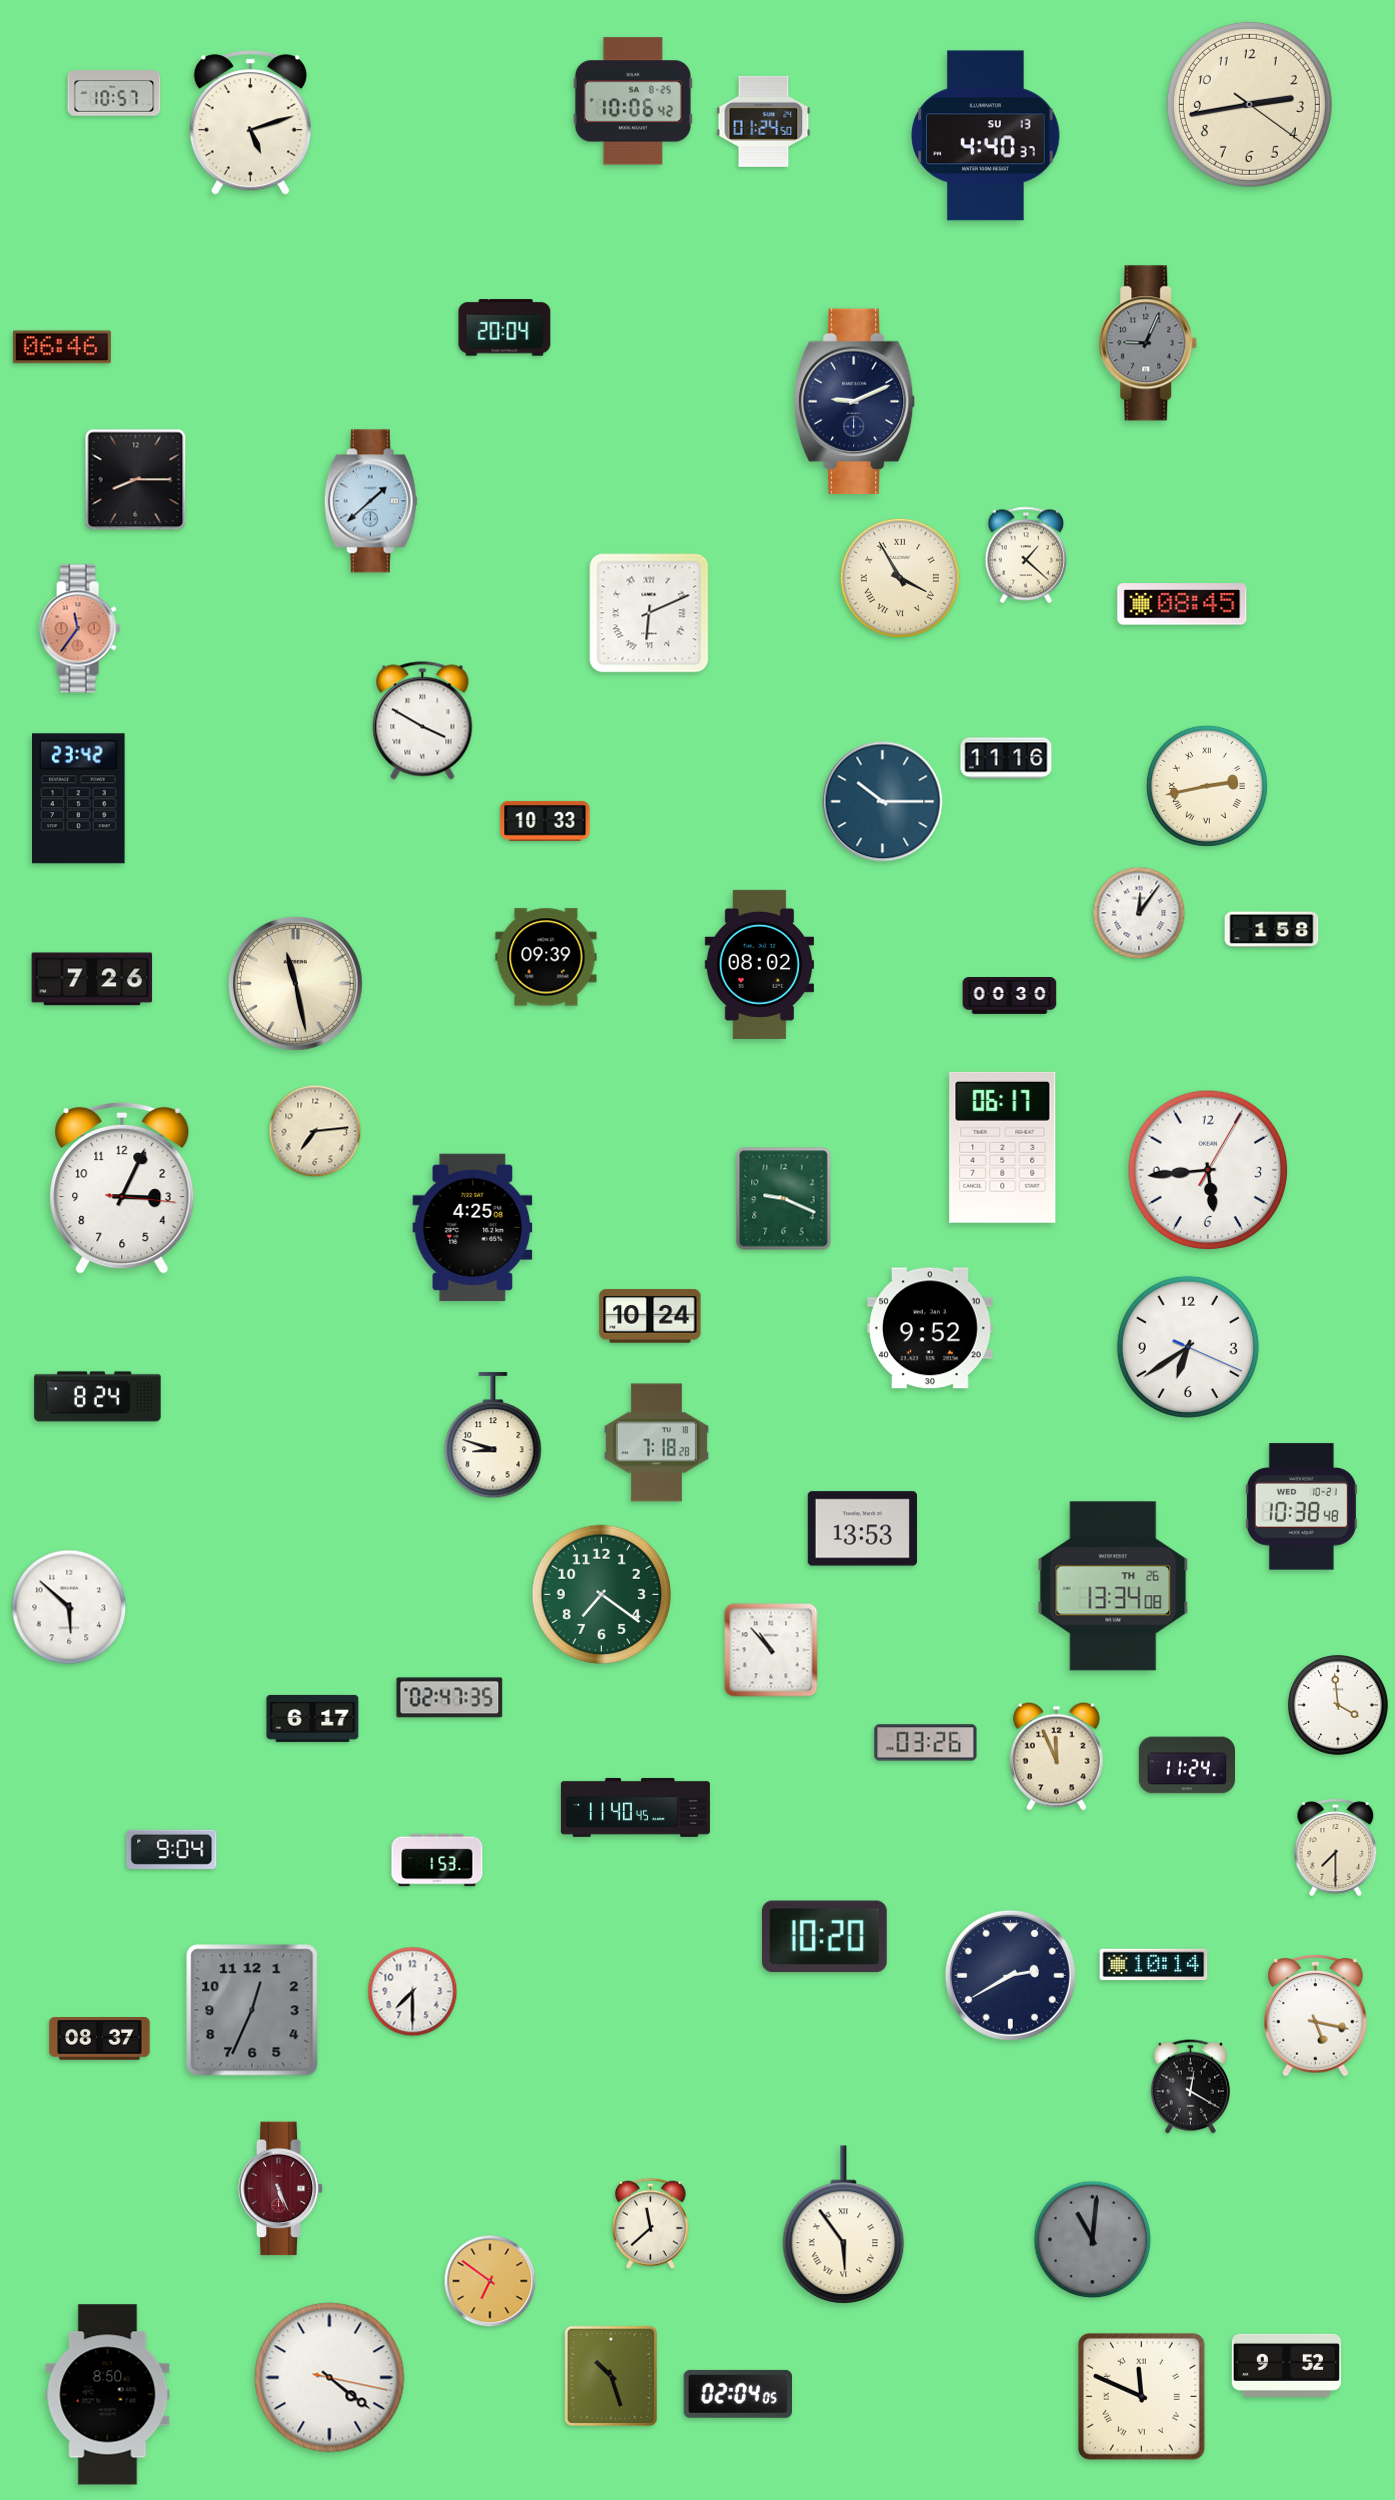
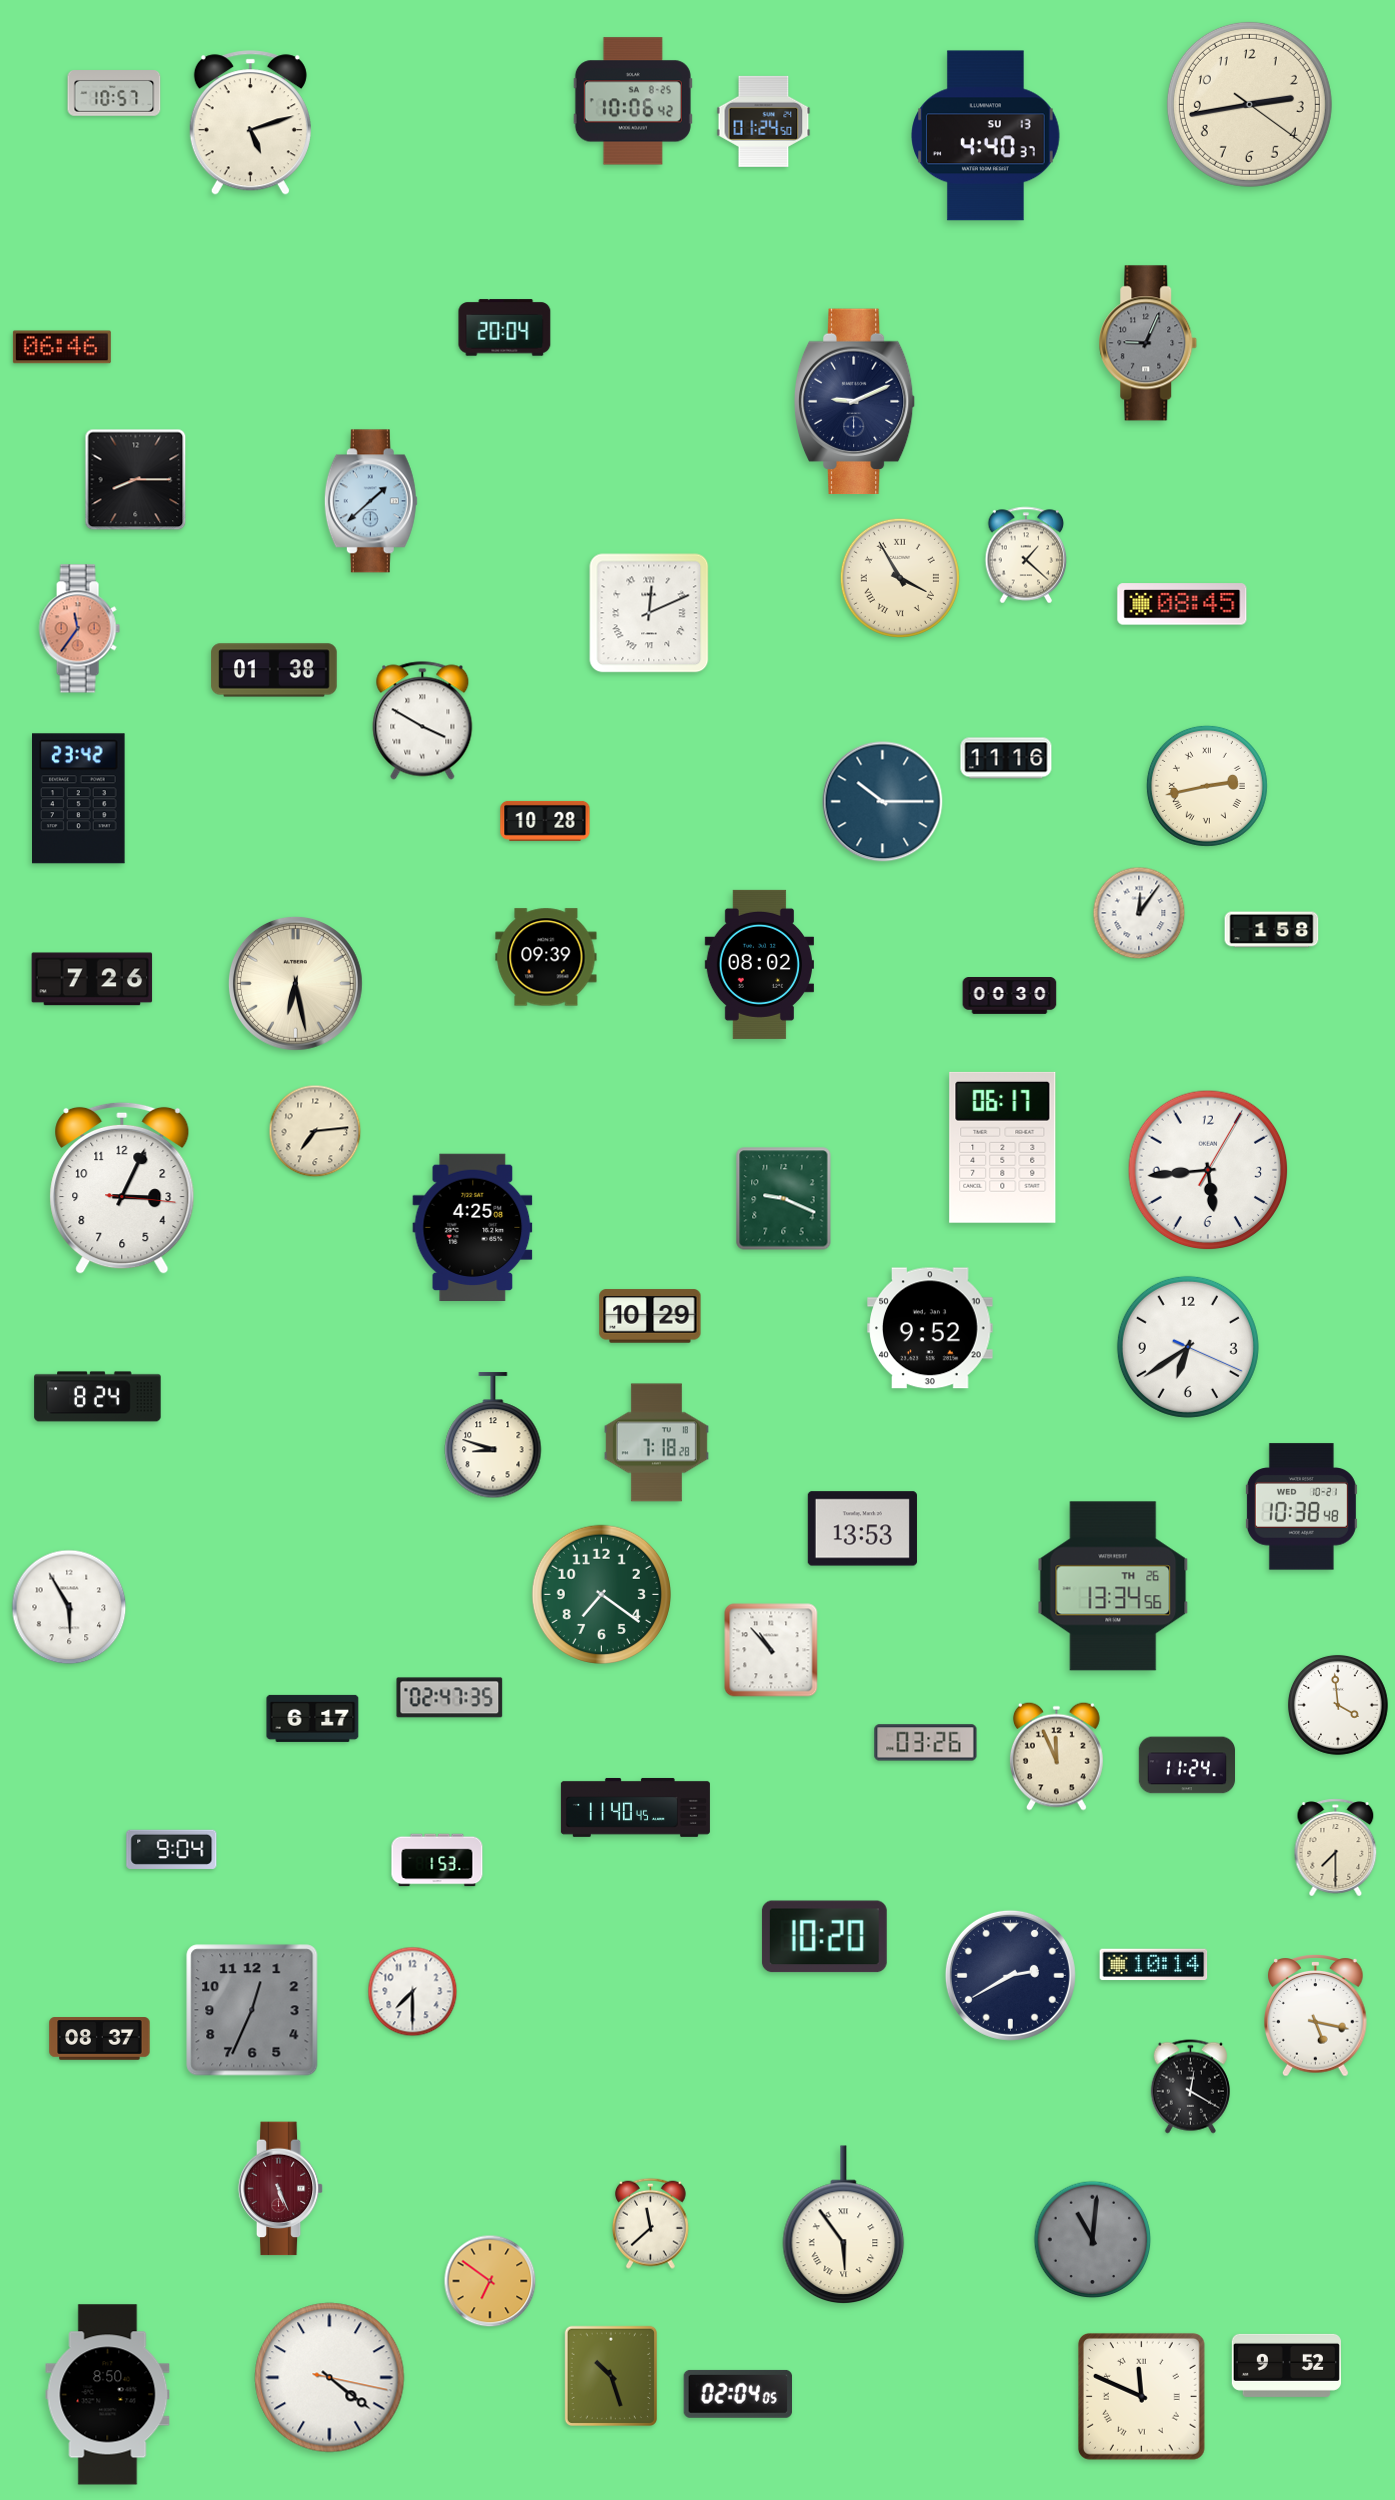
clock at (649, 613): 6:11 -> 12:11
clock at (274, 670): none -> 01:38
clock at (545, 821): 10:33 -> 10:28
clock at (295, 983): 11:28 -> 6:28
clock at (650, 1316): 10:24 -> 10:29
clock at (1113, 1586): 13:34:08 -> 13:34:56
clock at (69, 1607): 5:52 -> 5:55
